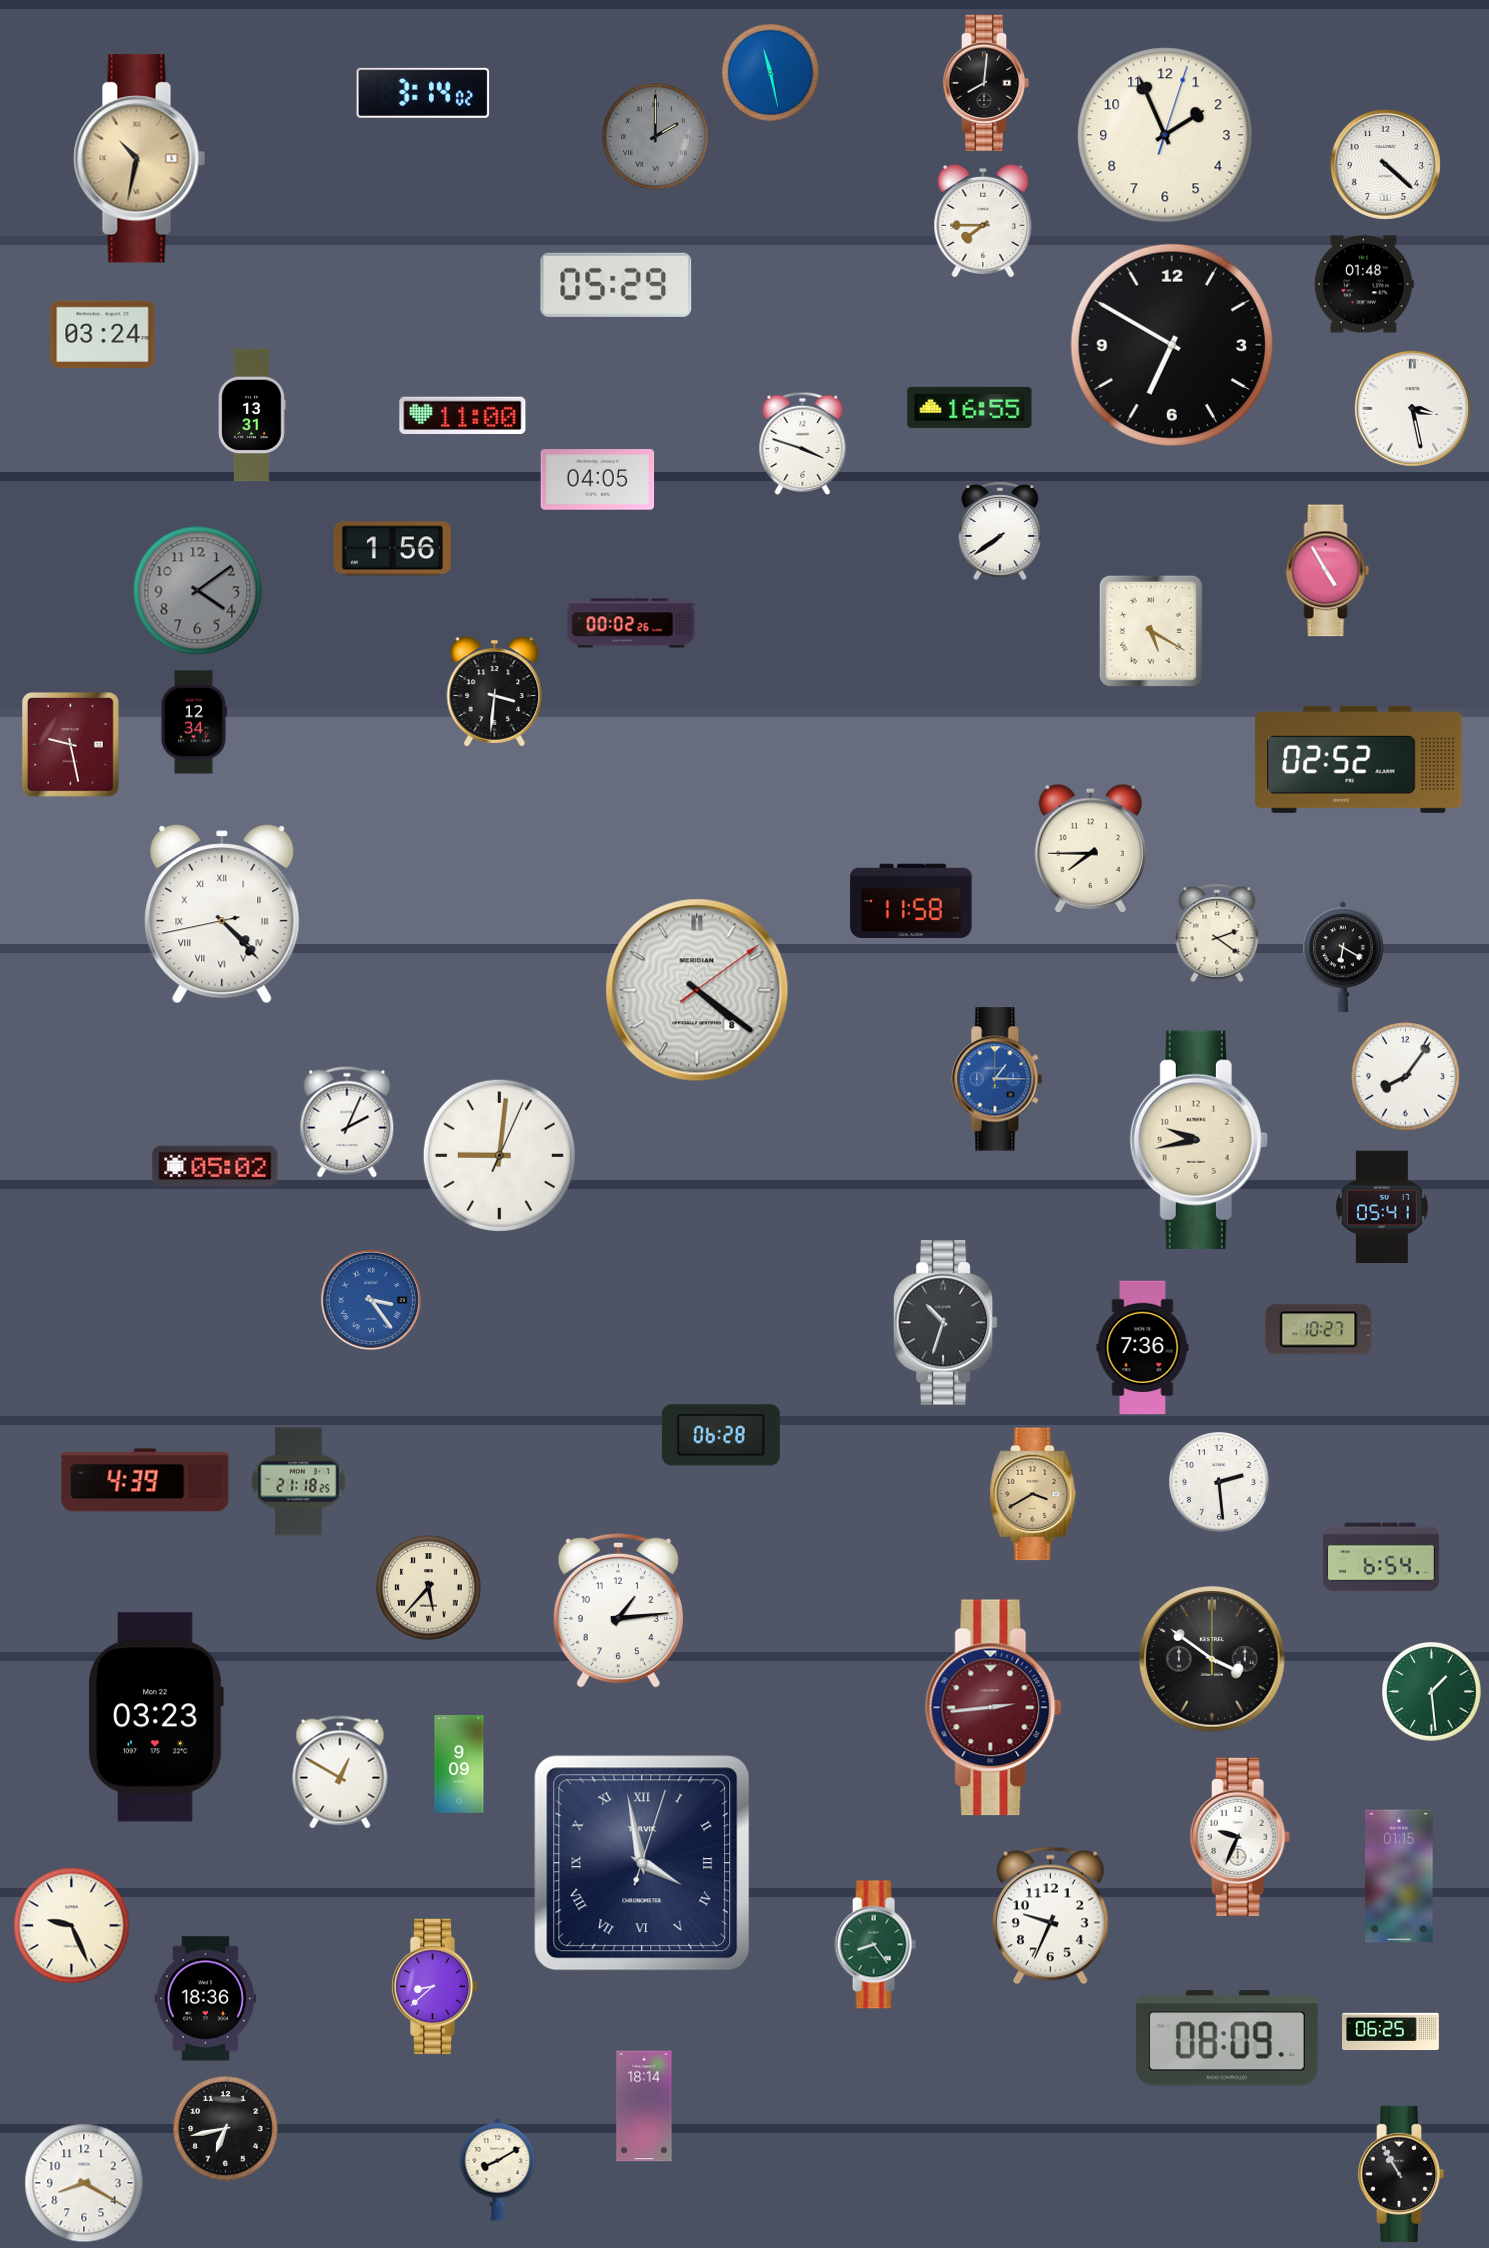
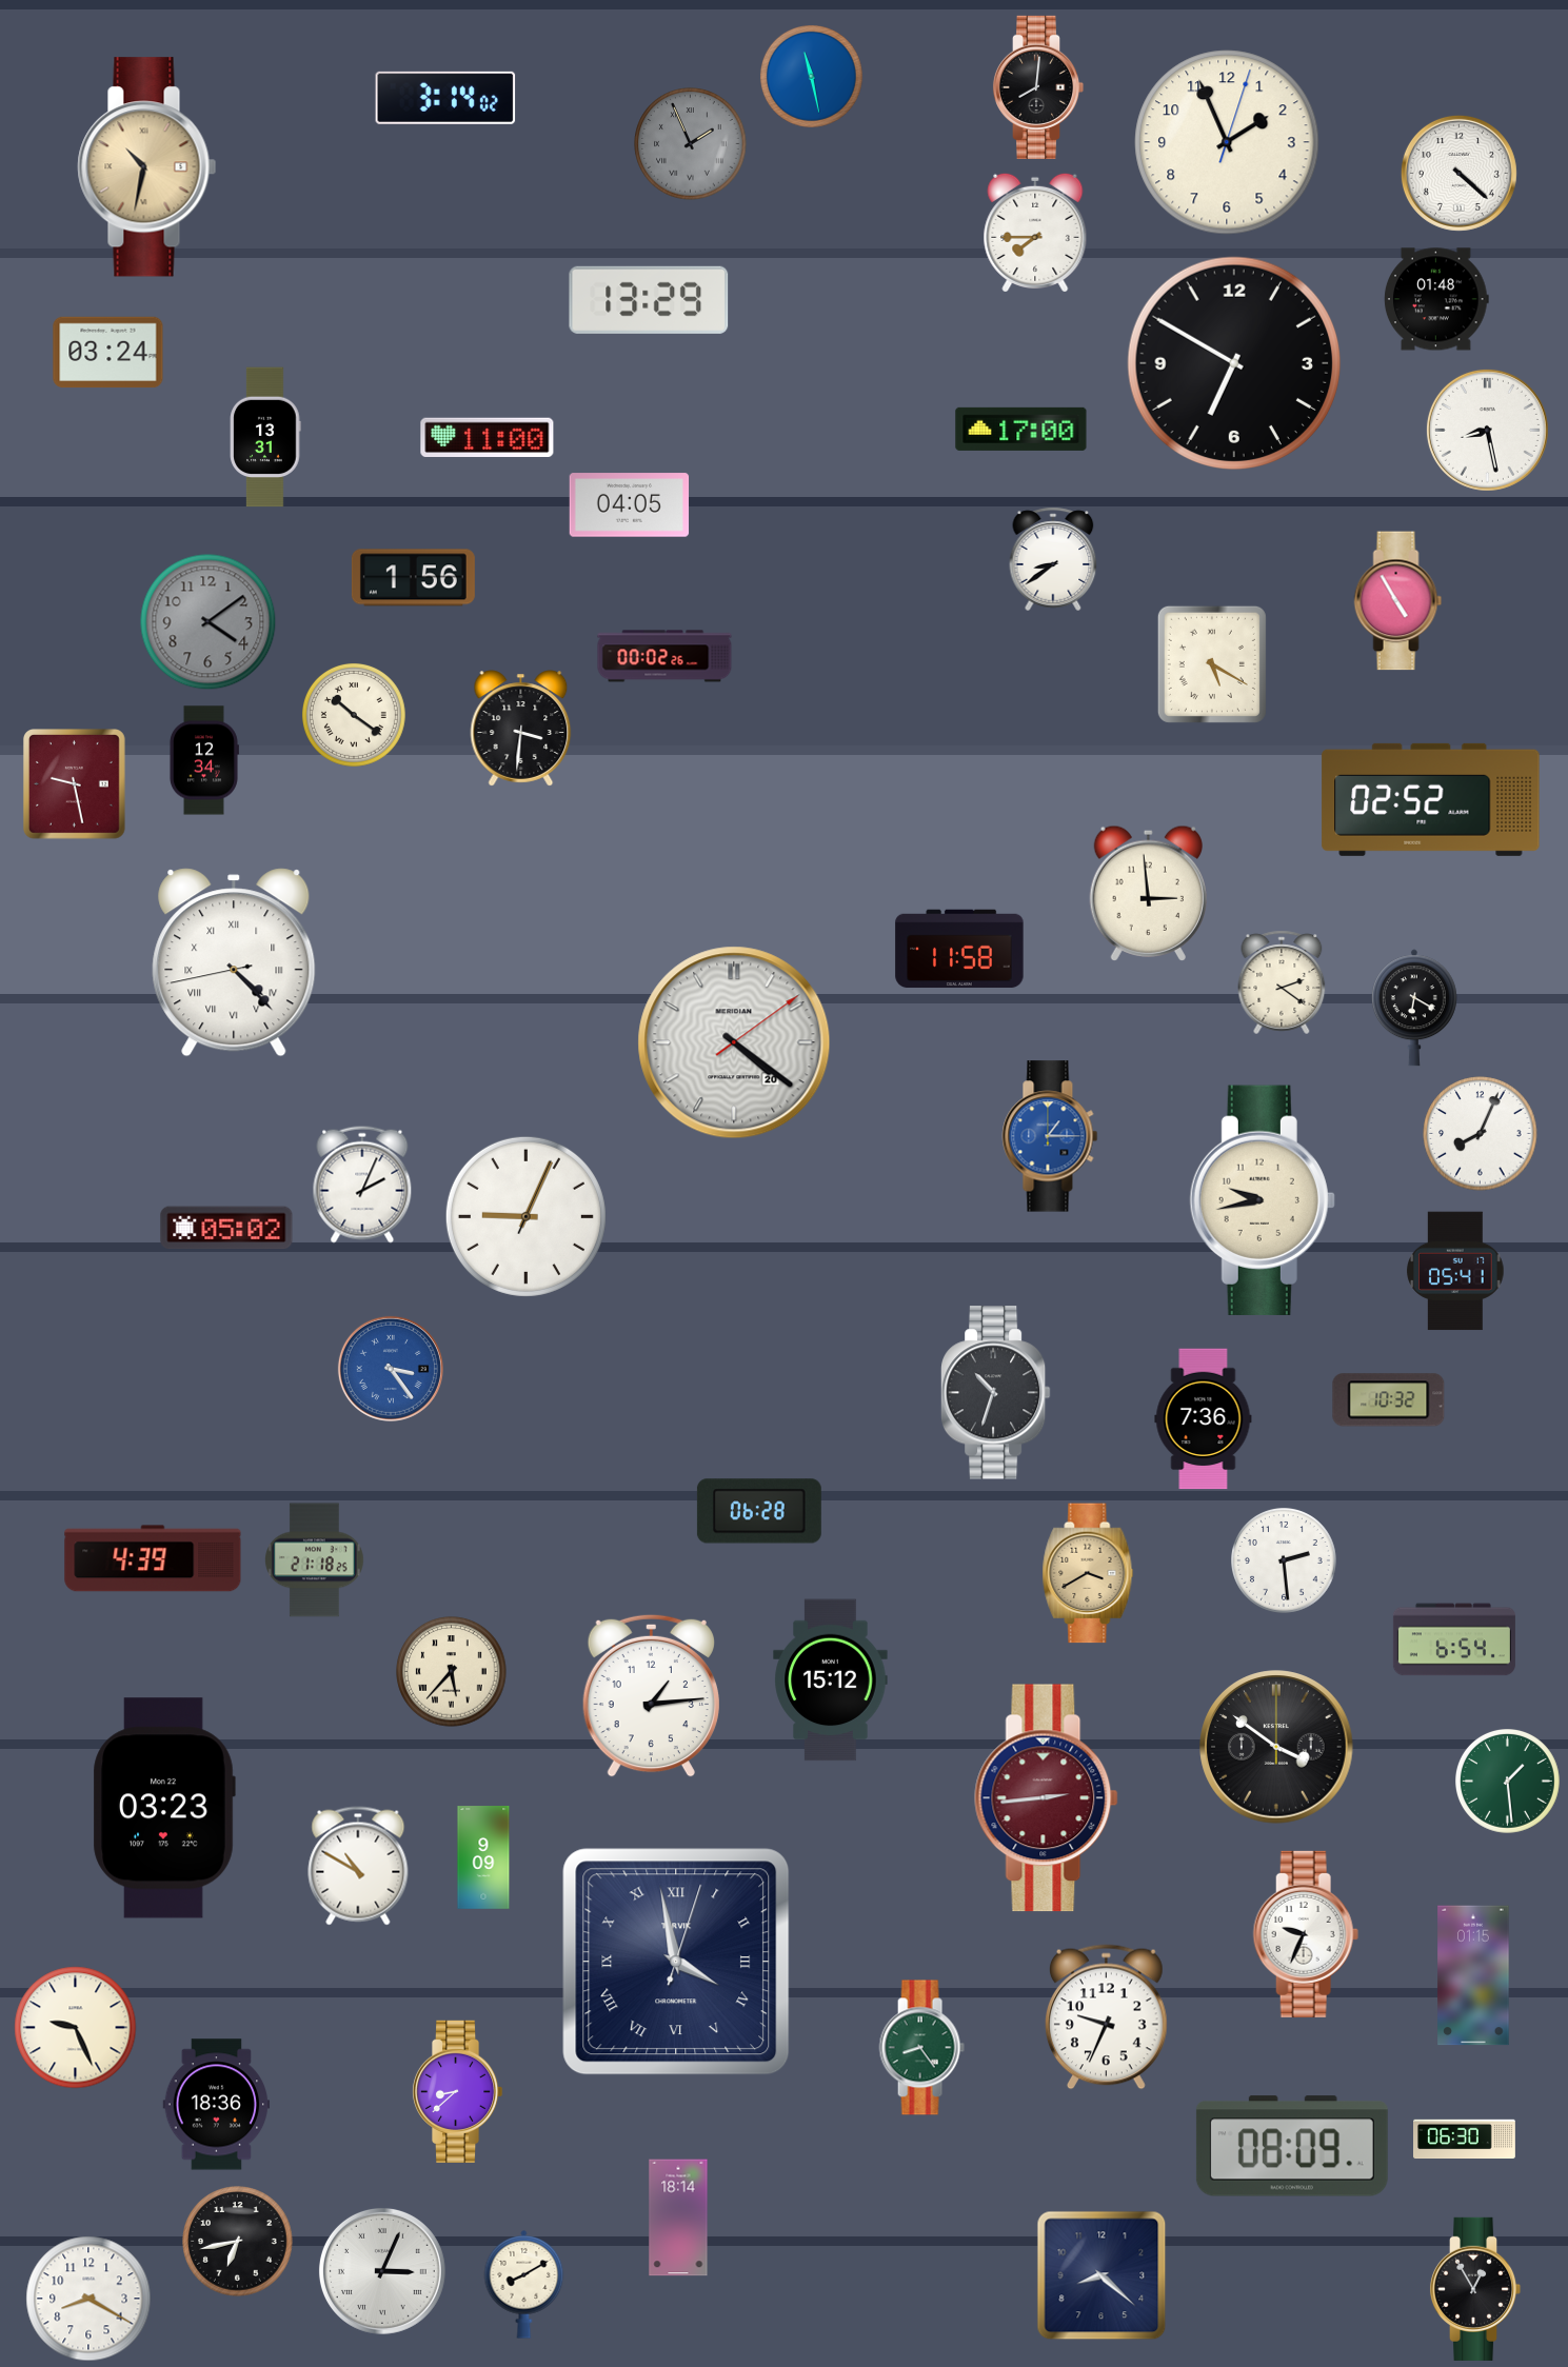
clock at (656, 137): 2:00 -> 1:56
clock at (616, 285): 05:29 -> 13:29
clock at (970, 407): 16:55 -> 17:00
clock at (1412, 408): 3:28 -> 8:28
clock at (803, 443): 3:48 -> none
clock at (1000, 531): 7:39 -> 8:39
clock at (354, 715): none -> 10:21
clock at (1090, 848): 7:45 -> 2:59
clock at (697, 990) date: 8 -> 20
clock at (1406, 1077): 8:06 -> 8:04
clock at (347, 1122) position: (347, 1122) -> (362, 1185)
clock at (499, 1155): 9:01 -> 9:04
clock at (1319, 1330): 10:27 -> 10:32
clock at (831, 1680): none -> 15:12
clock at (340, 1772): 12:50 -> 10:50
clock at (1391, 2032): 06:25 -> 06:30
clock at (382, 2271): none -> 3:04
clock at (1101, 2275): none -> 8:22
clock at (1401, 2174): 10:55 -> 12:55
